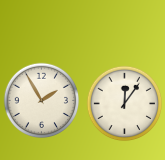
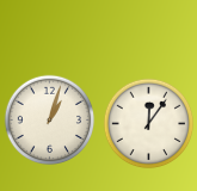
clock at (42, 101): 1:55 -> 1:03
